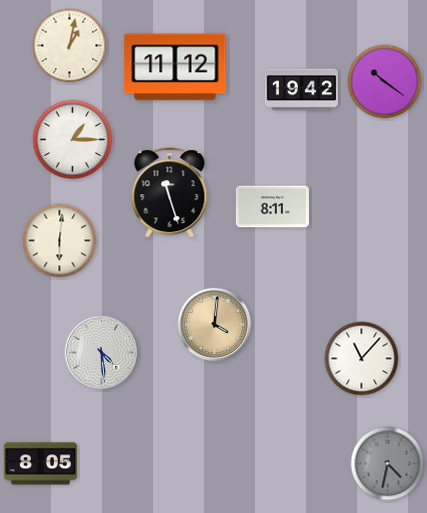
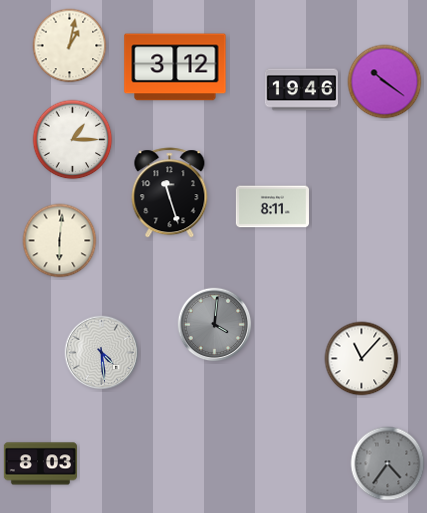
clock at (175, 67): 11:12 -> 3:12
clock at (301, 90): 19:42 -> 19:46
clock at (215, 325) dial: champagne -> grey
clock at (40, 464): 8:05 -> 8:03
clock at (388, 464): 4:32 -> 4:36
